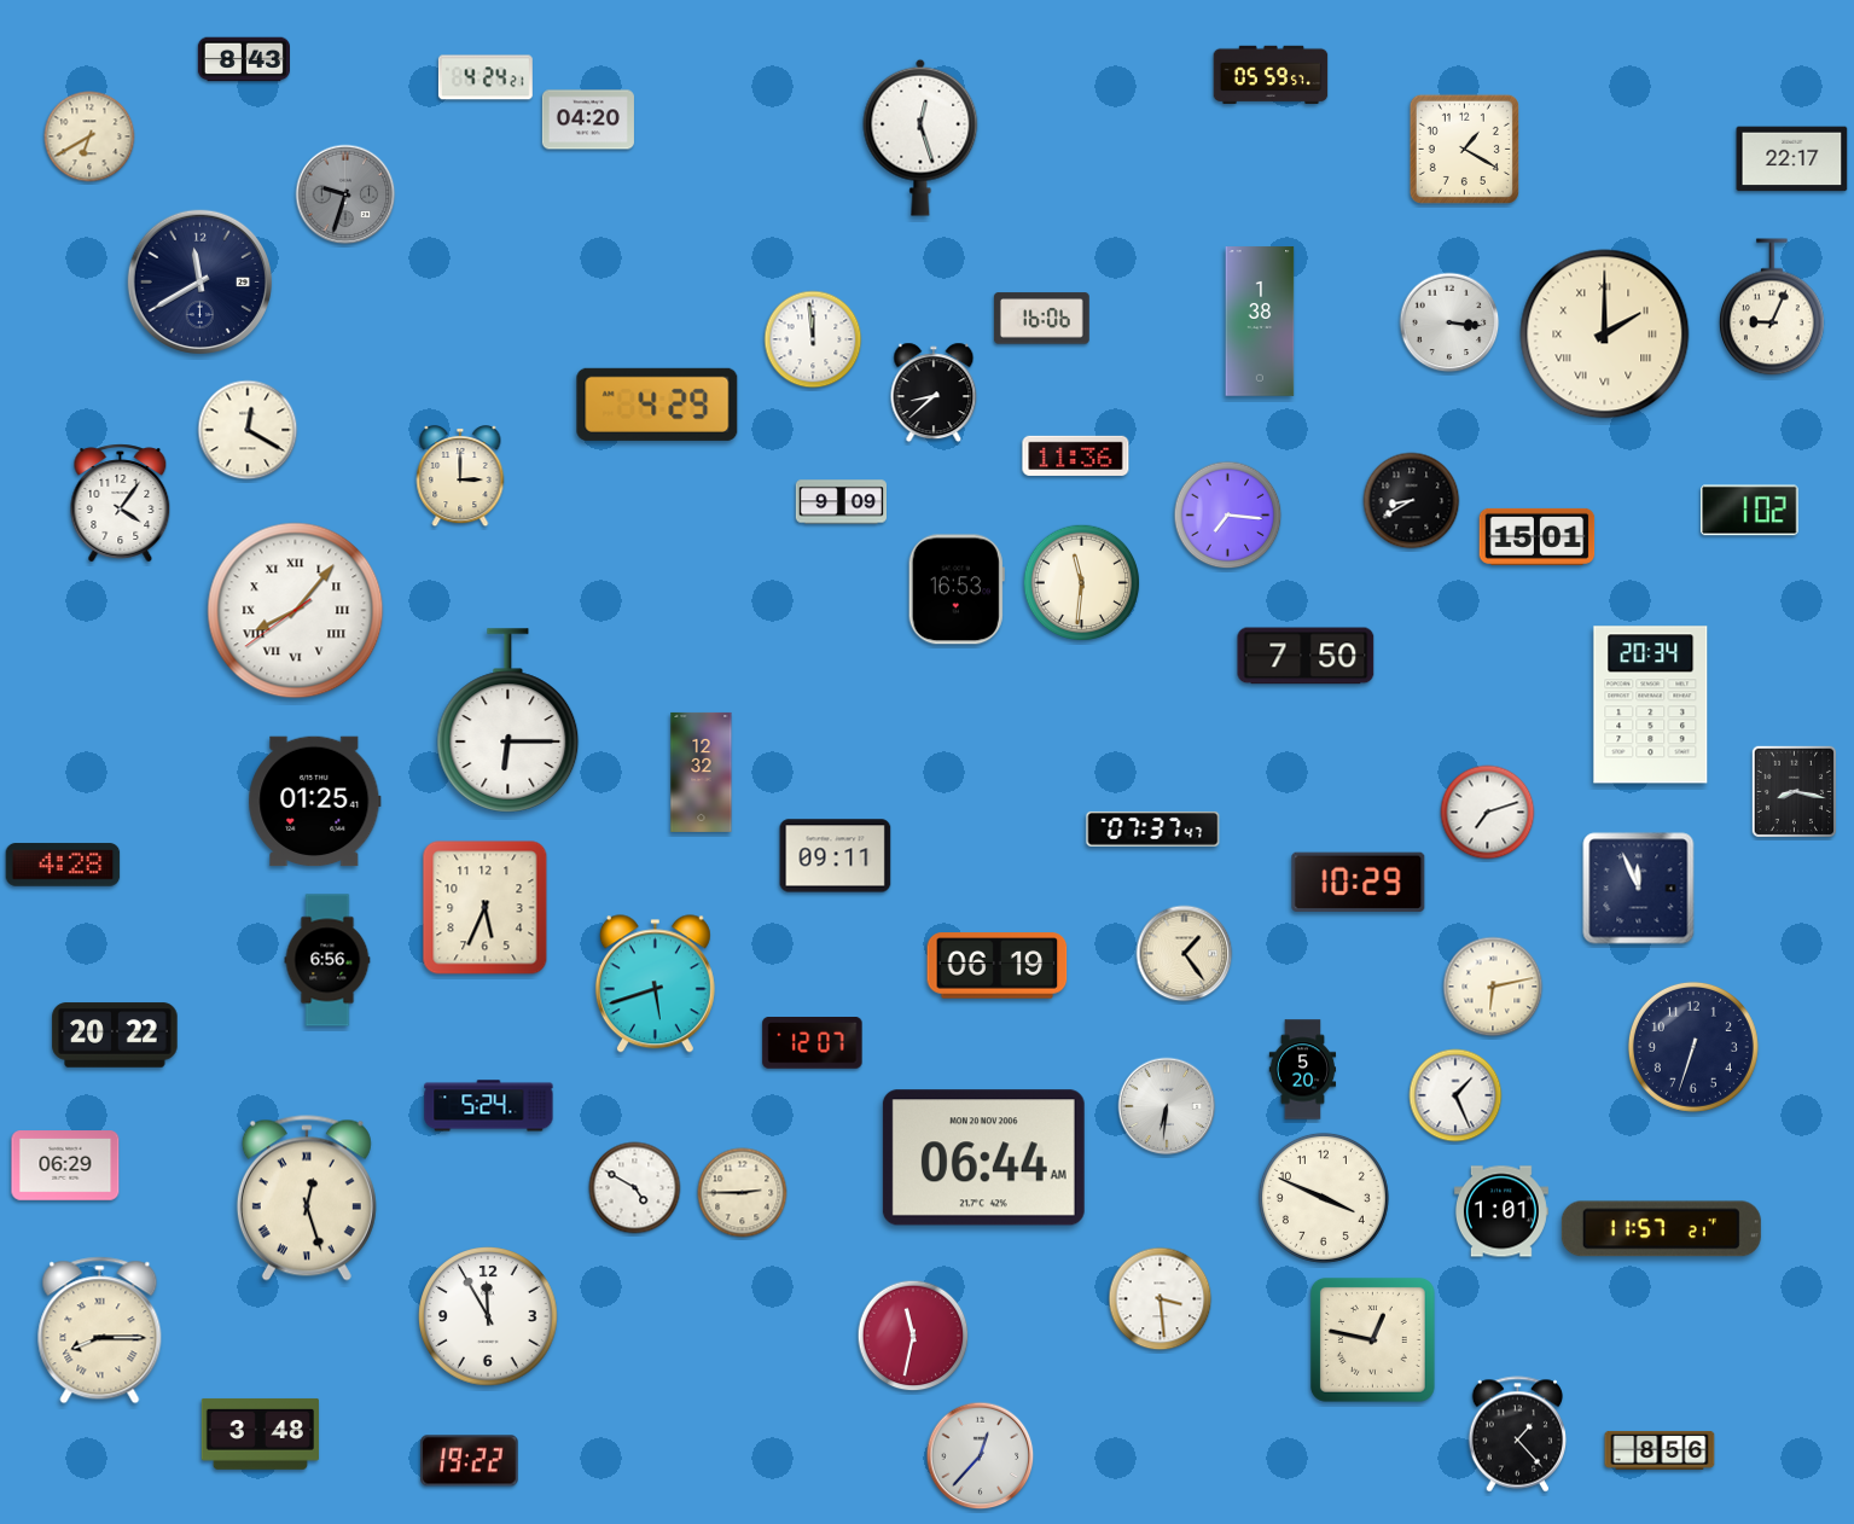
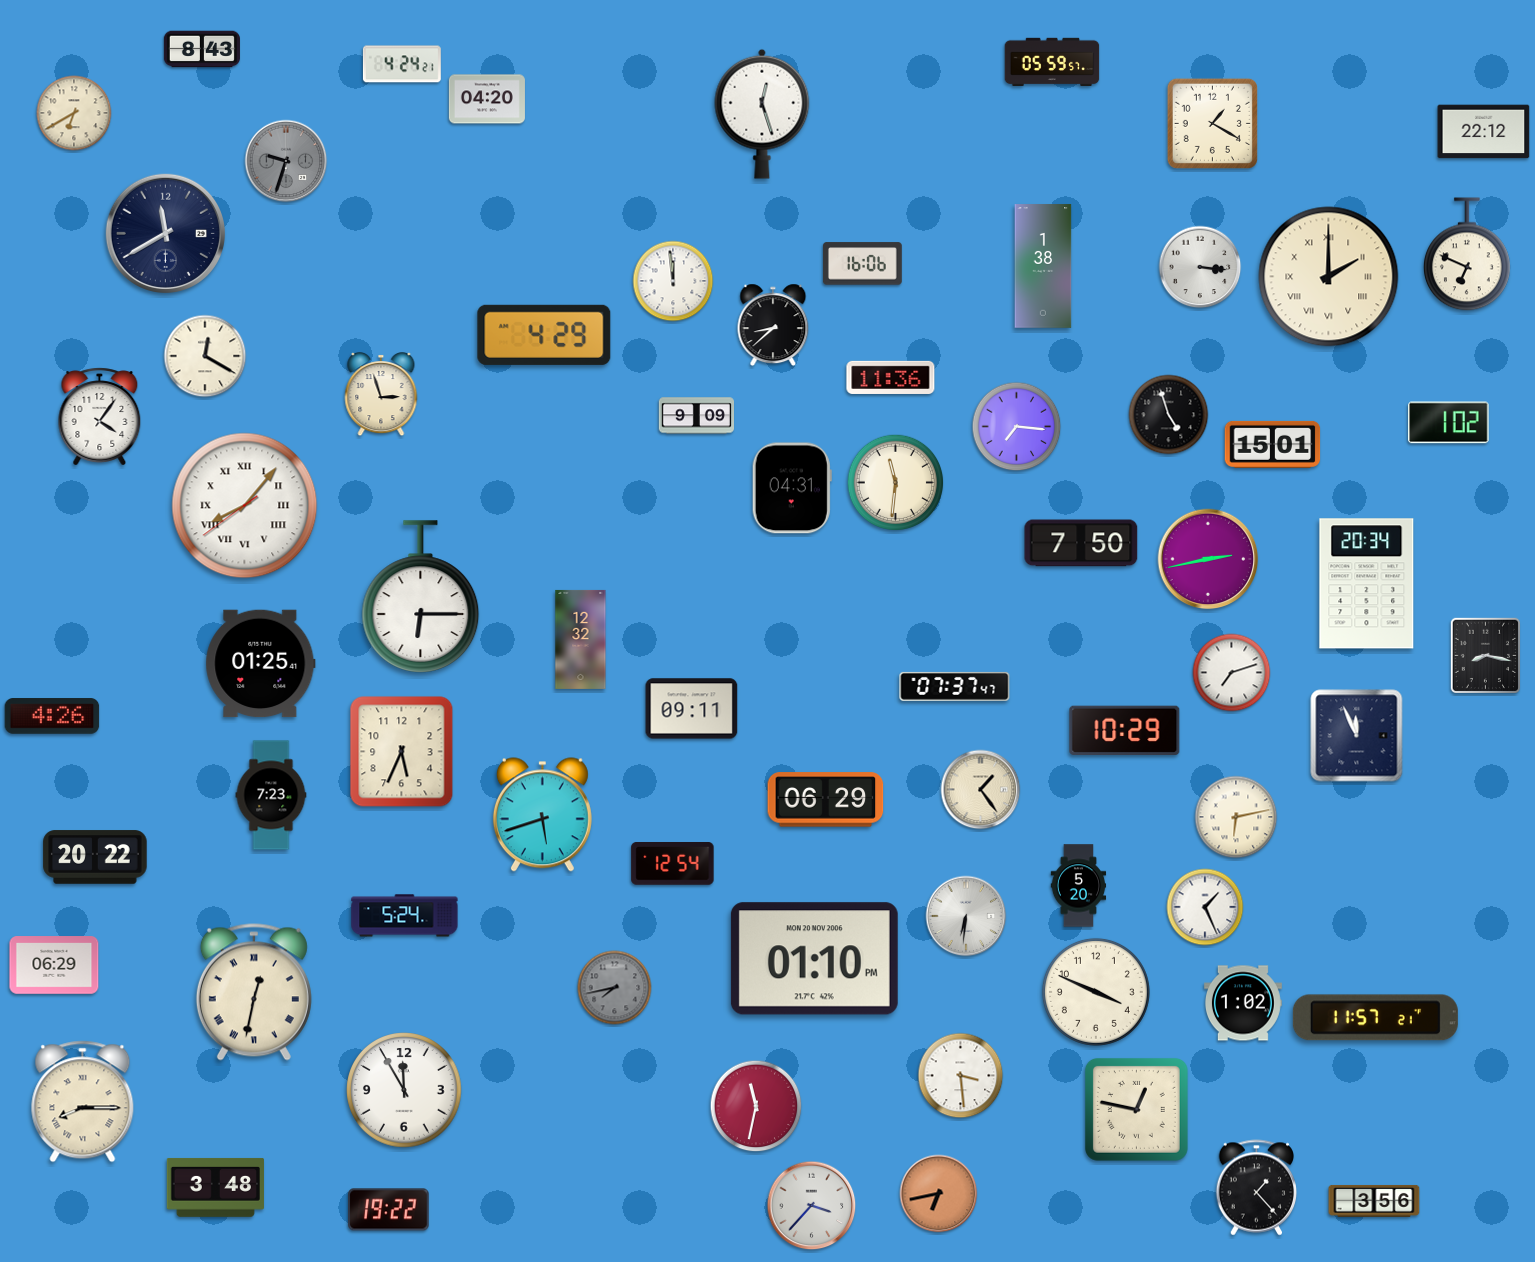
clock at (1792, 159): 22:17 -> 22:12
clock at (1772, 307): 9:04 -> 6:49
clock at (460, 477): 3:00 -> 2:57
clock at (1412, 501): 8:40 -> 4:57
clock at (957, 589): 16:53 -> 04:31
clock at (1208, 559): none -> 2:43
clock at (63, 865): 4:28 -> 4:26
clock at (327, 960): 6:56 -> 7:23
clock at (998, 966): 06:19 -> 06:29
clock at (813, 1043): 12:07 -> 12:54
clock at (1693, 1047): 6:33 -> none
clock at (983, 1158): 06:44 -> 01:10
clock at (635, 1188): 4:50 -> none
clock at (743, 1193): 2:45 -> 7:43
clock at (743, 1193) dial: cream -> grey
clock at (307, 1198): 12:27 -> 12:32
clock at (1501, 1211): 1:01 -> 1:02
clock at (939, 1194): none -> 6:43
clock at (1660, 1450): 8:56 -> 3:56
clock at (981, 1456): 12:37 -> 3:37
